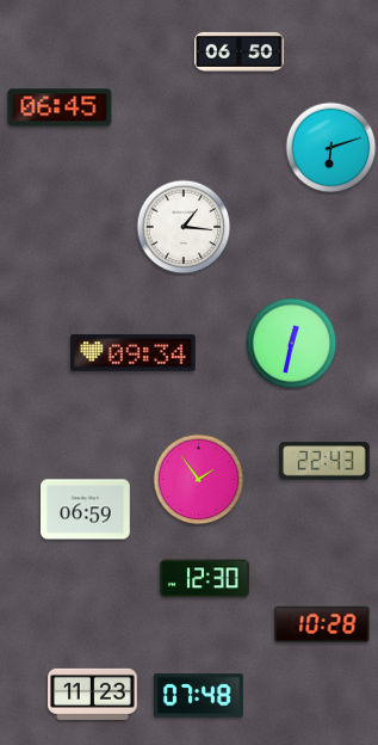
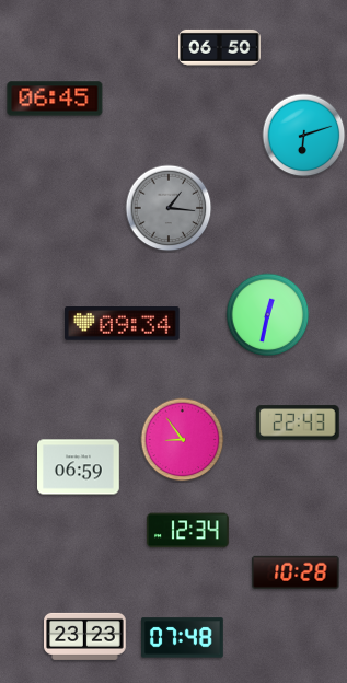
clock at (184, 227) dial: white -> grey
clock at (199, 480): 1:54 -> 8:54
clock at (205, 579): 12:30 -> 12:34
clock at (93, 694): 11:23 -> 23:23
